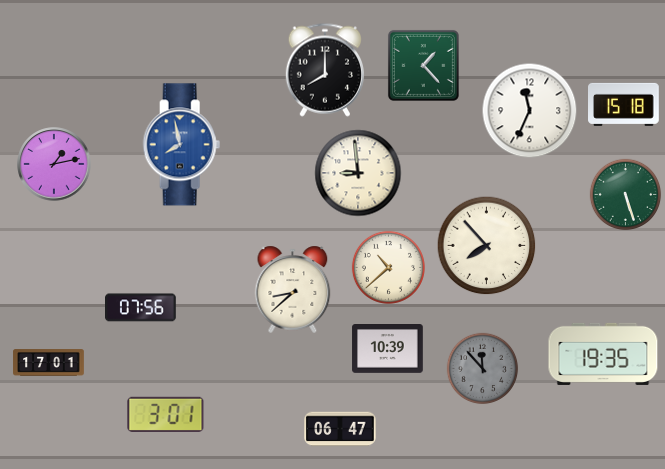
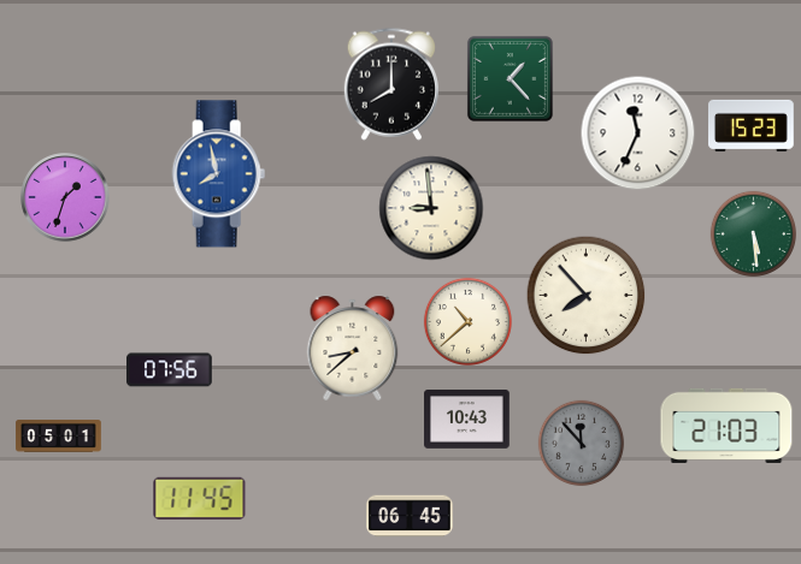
clock at (624, 104): 15:18 -> 15:23
clock at (54, 164): 1:13 -> 1:33
clock at (626, 195): 5:27 -> 5:29
clock at (388, 349): 10:39 -> 10:43
clock at (603, 354): 19:35 -> 21:03
clock at (49, 363): 17:01 -> 05:01
clock at (166, 414): 3:01 -> 11:45
clock at (340, 429): 06:47 -> 06:45
